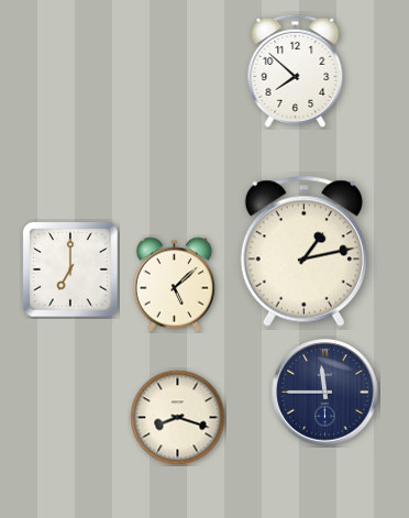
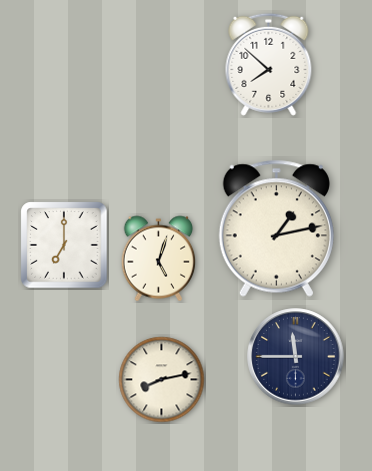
clock at (175, 285): 5:08 -> 5:03
clock at (178, 418): 8:18 -> 8:13
